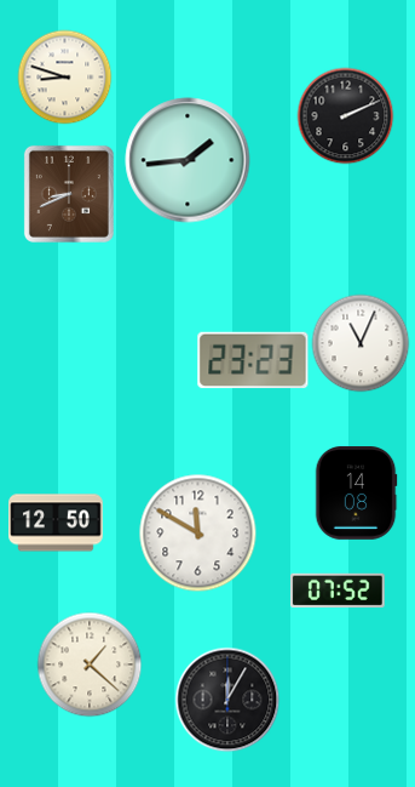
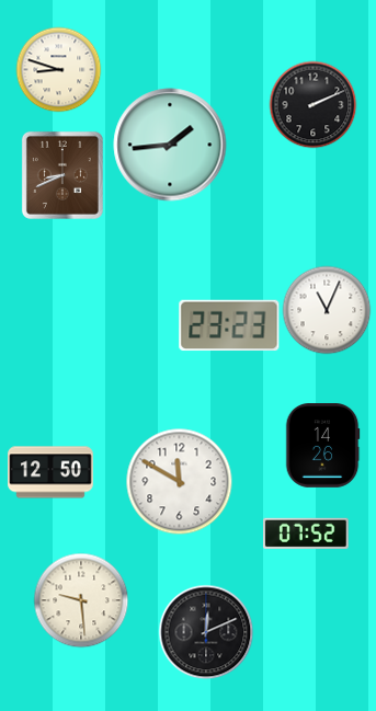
clock at (356, 494): 14:08 -> 14:26
clock at (90, 665): 1:22 -> 9:29
clock at (227, 700): 12:05 -> 12:11
